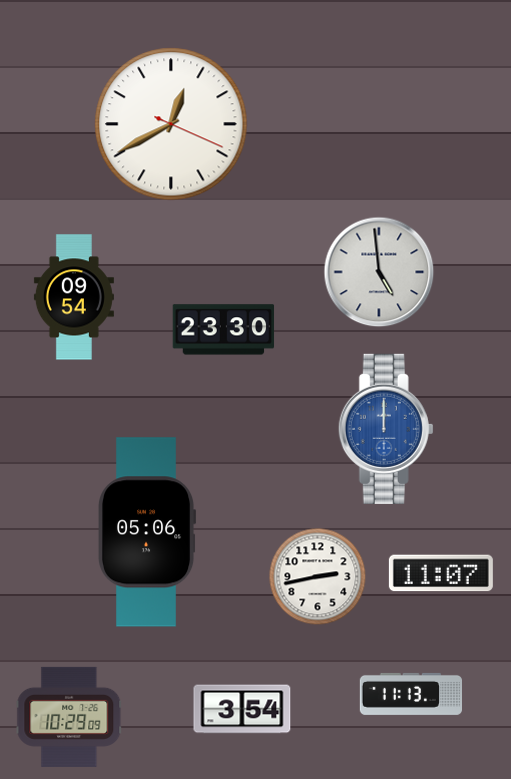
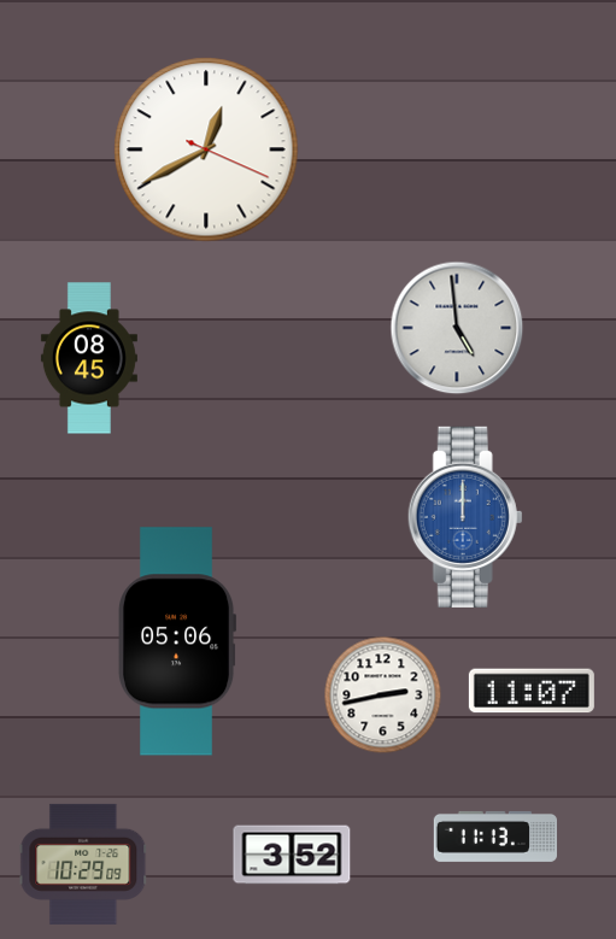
clock at (74, 297): 09:54 -> 08:45
clock at (224, 330): 23:30 -> none
clock at (242, 709): 3:54 -> 3:52
